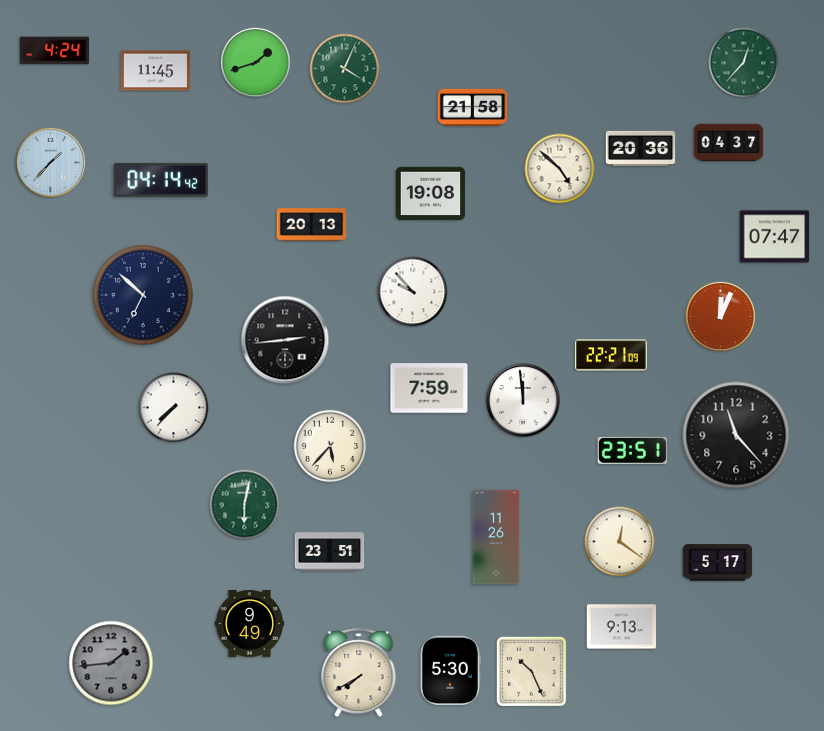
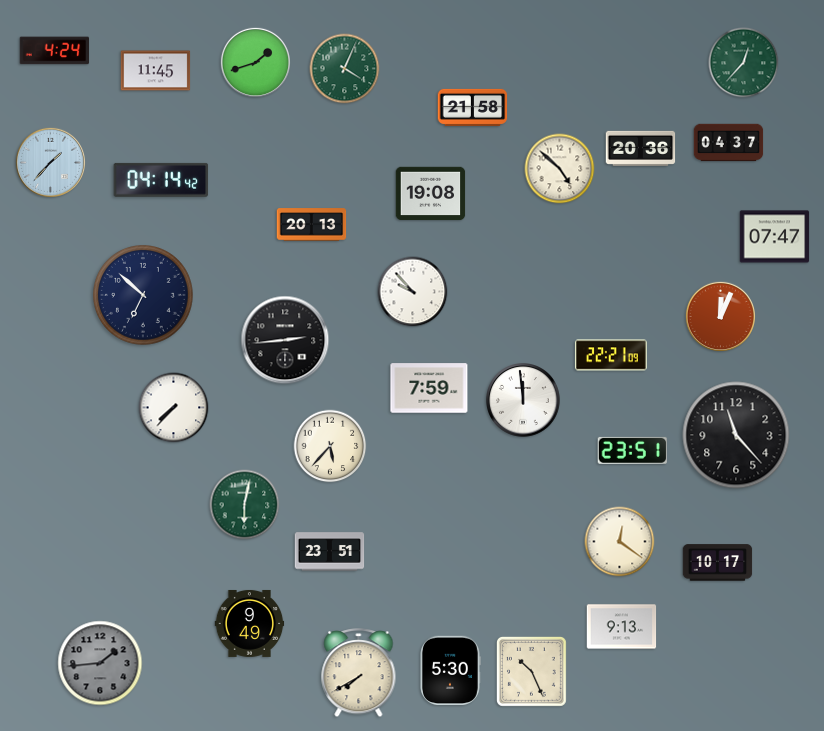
clock at (496, 537): 11:26 -> none
clock at (718, 563): 5:17 -> 10:17
clock at (111, 663) position: (111, 663) -> (100, 663)
